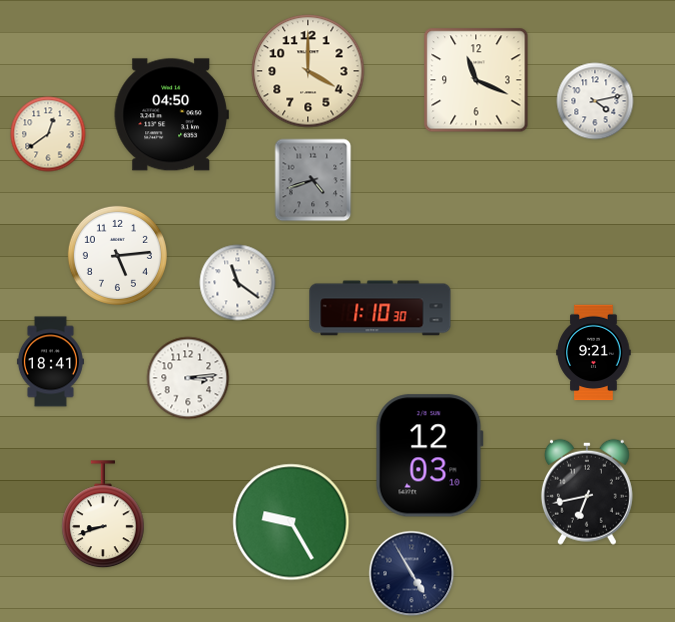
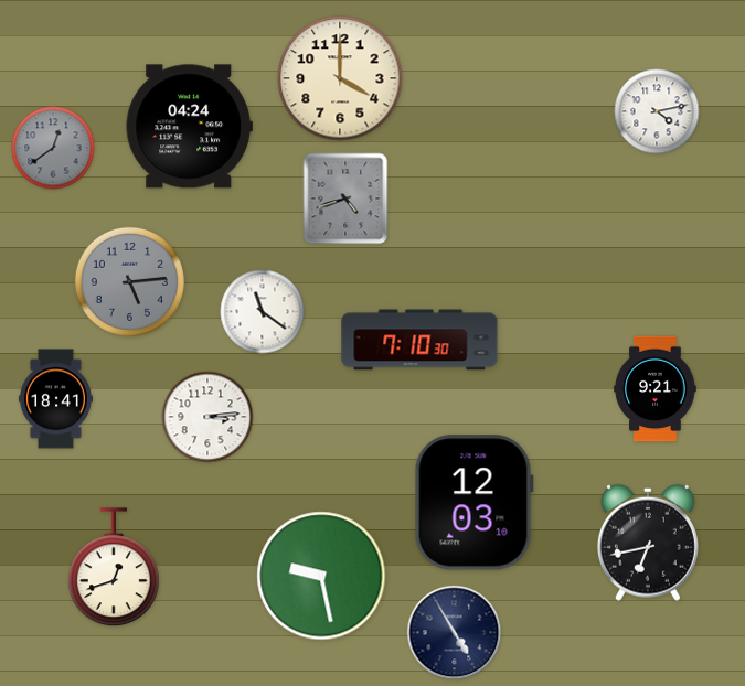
clock at (476, 80): 11:19 -> none
clock at (171, 115): 04:50 -> 04:24
clock at (48, 134) dial: cream -> grey
clock at (117, 255) dial: white -> grey
clock at (380, 308): 1:10 -> 7:10
clock at (104, 515): 8:42 -> 12:42
clock at (291, 522): 9:25 -> 9:28
